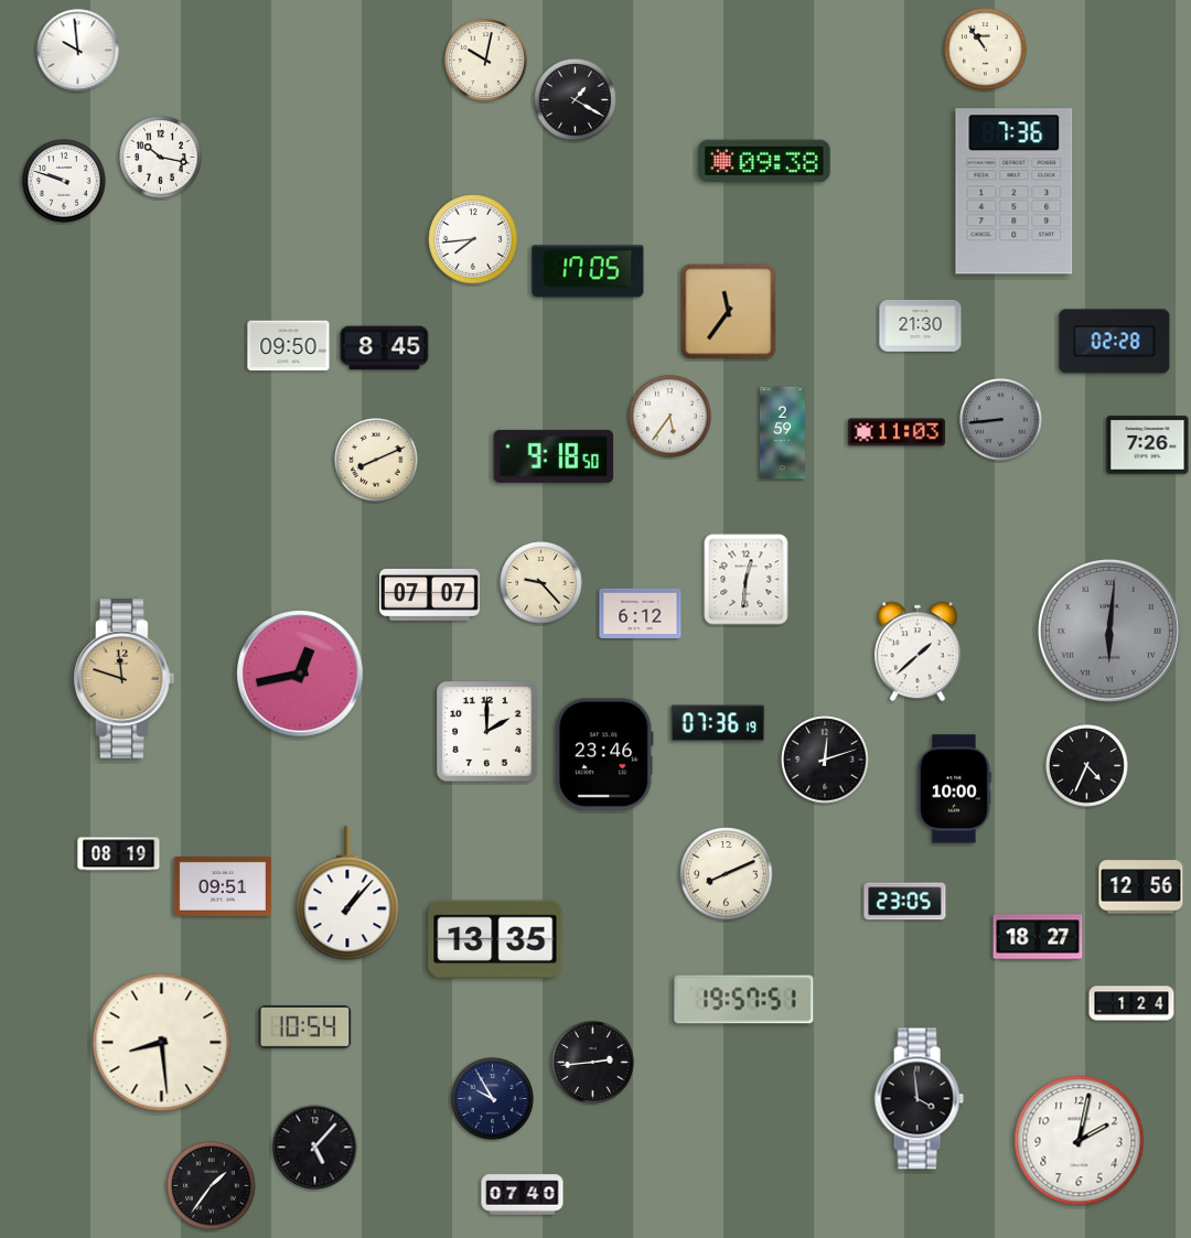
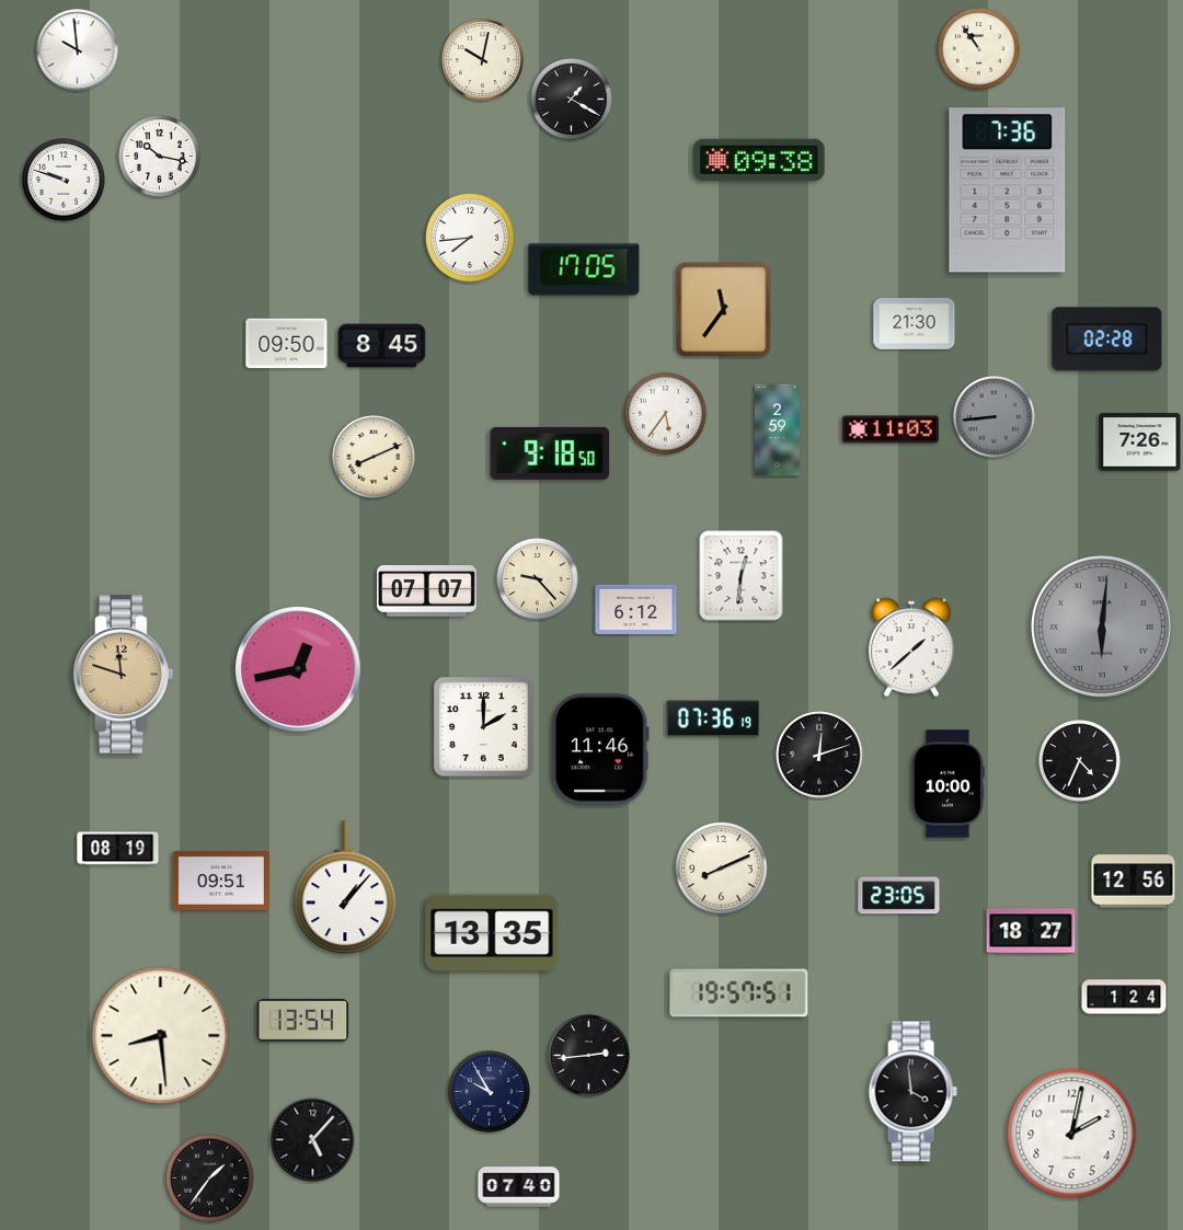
clock at (604, 754): 23:46 -> 11:46
clock at (305, 1027): 10:54 -> 13:54
